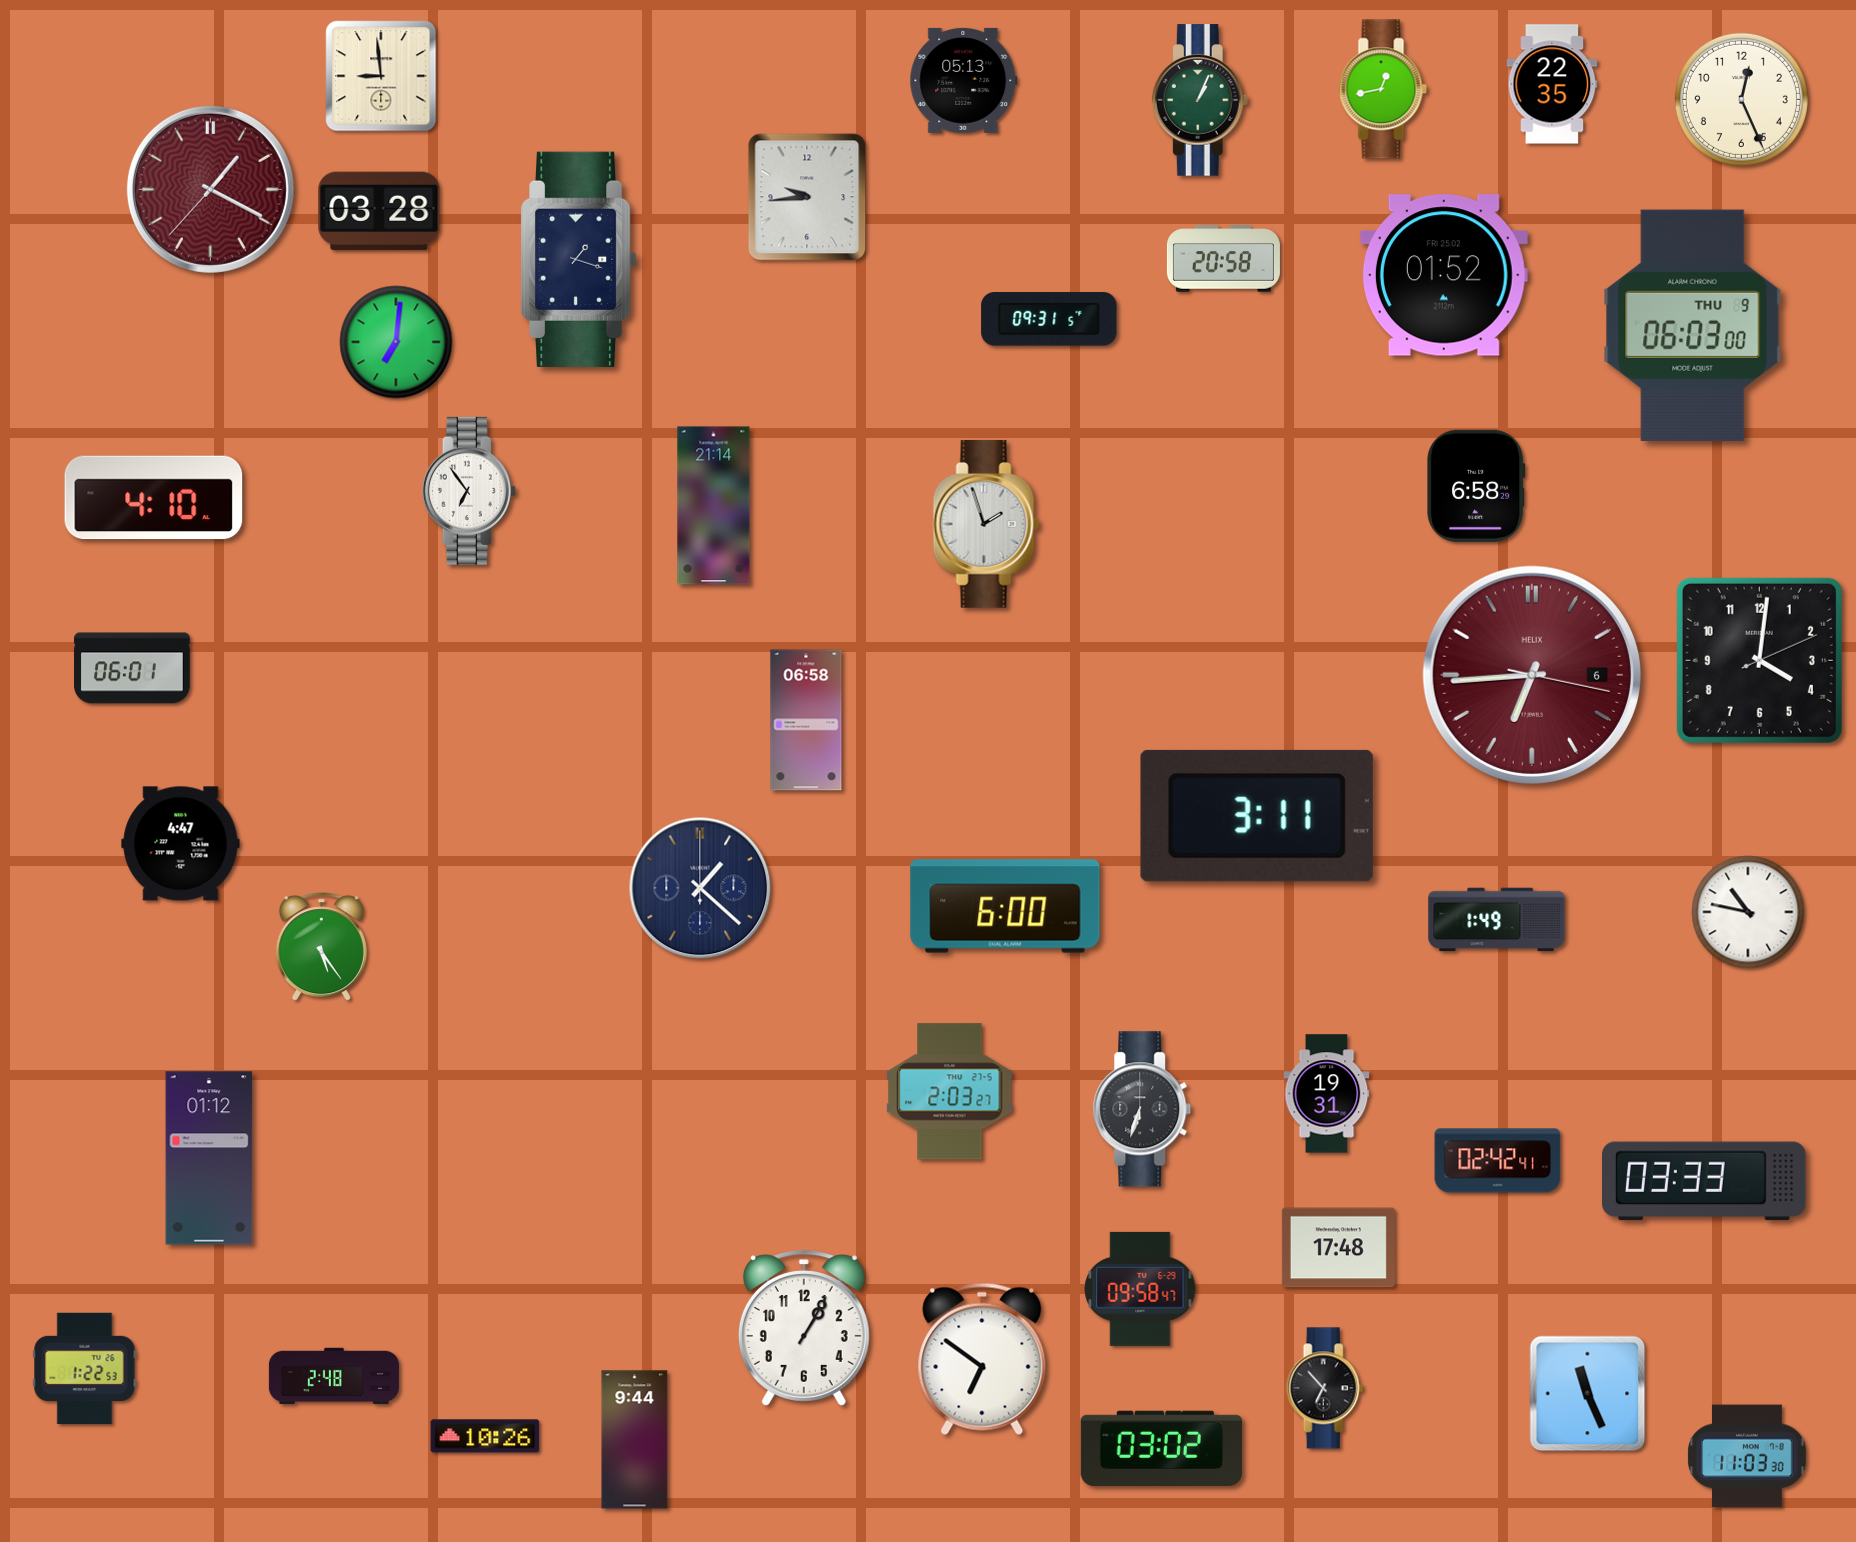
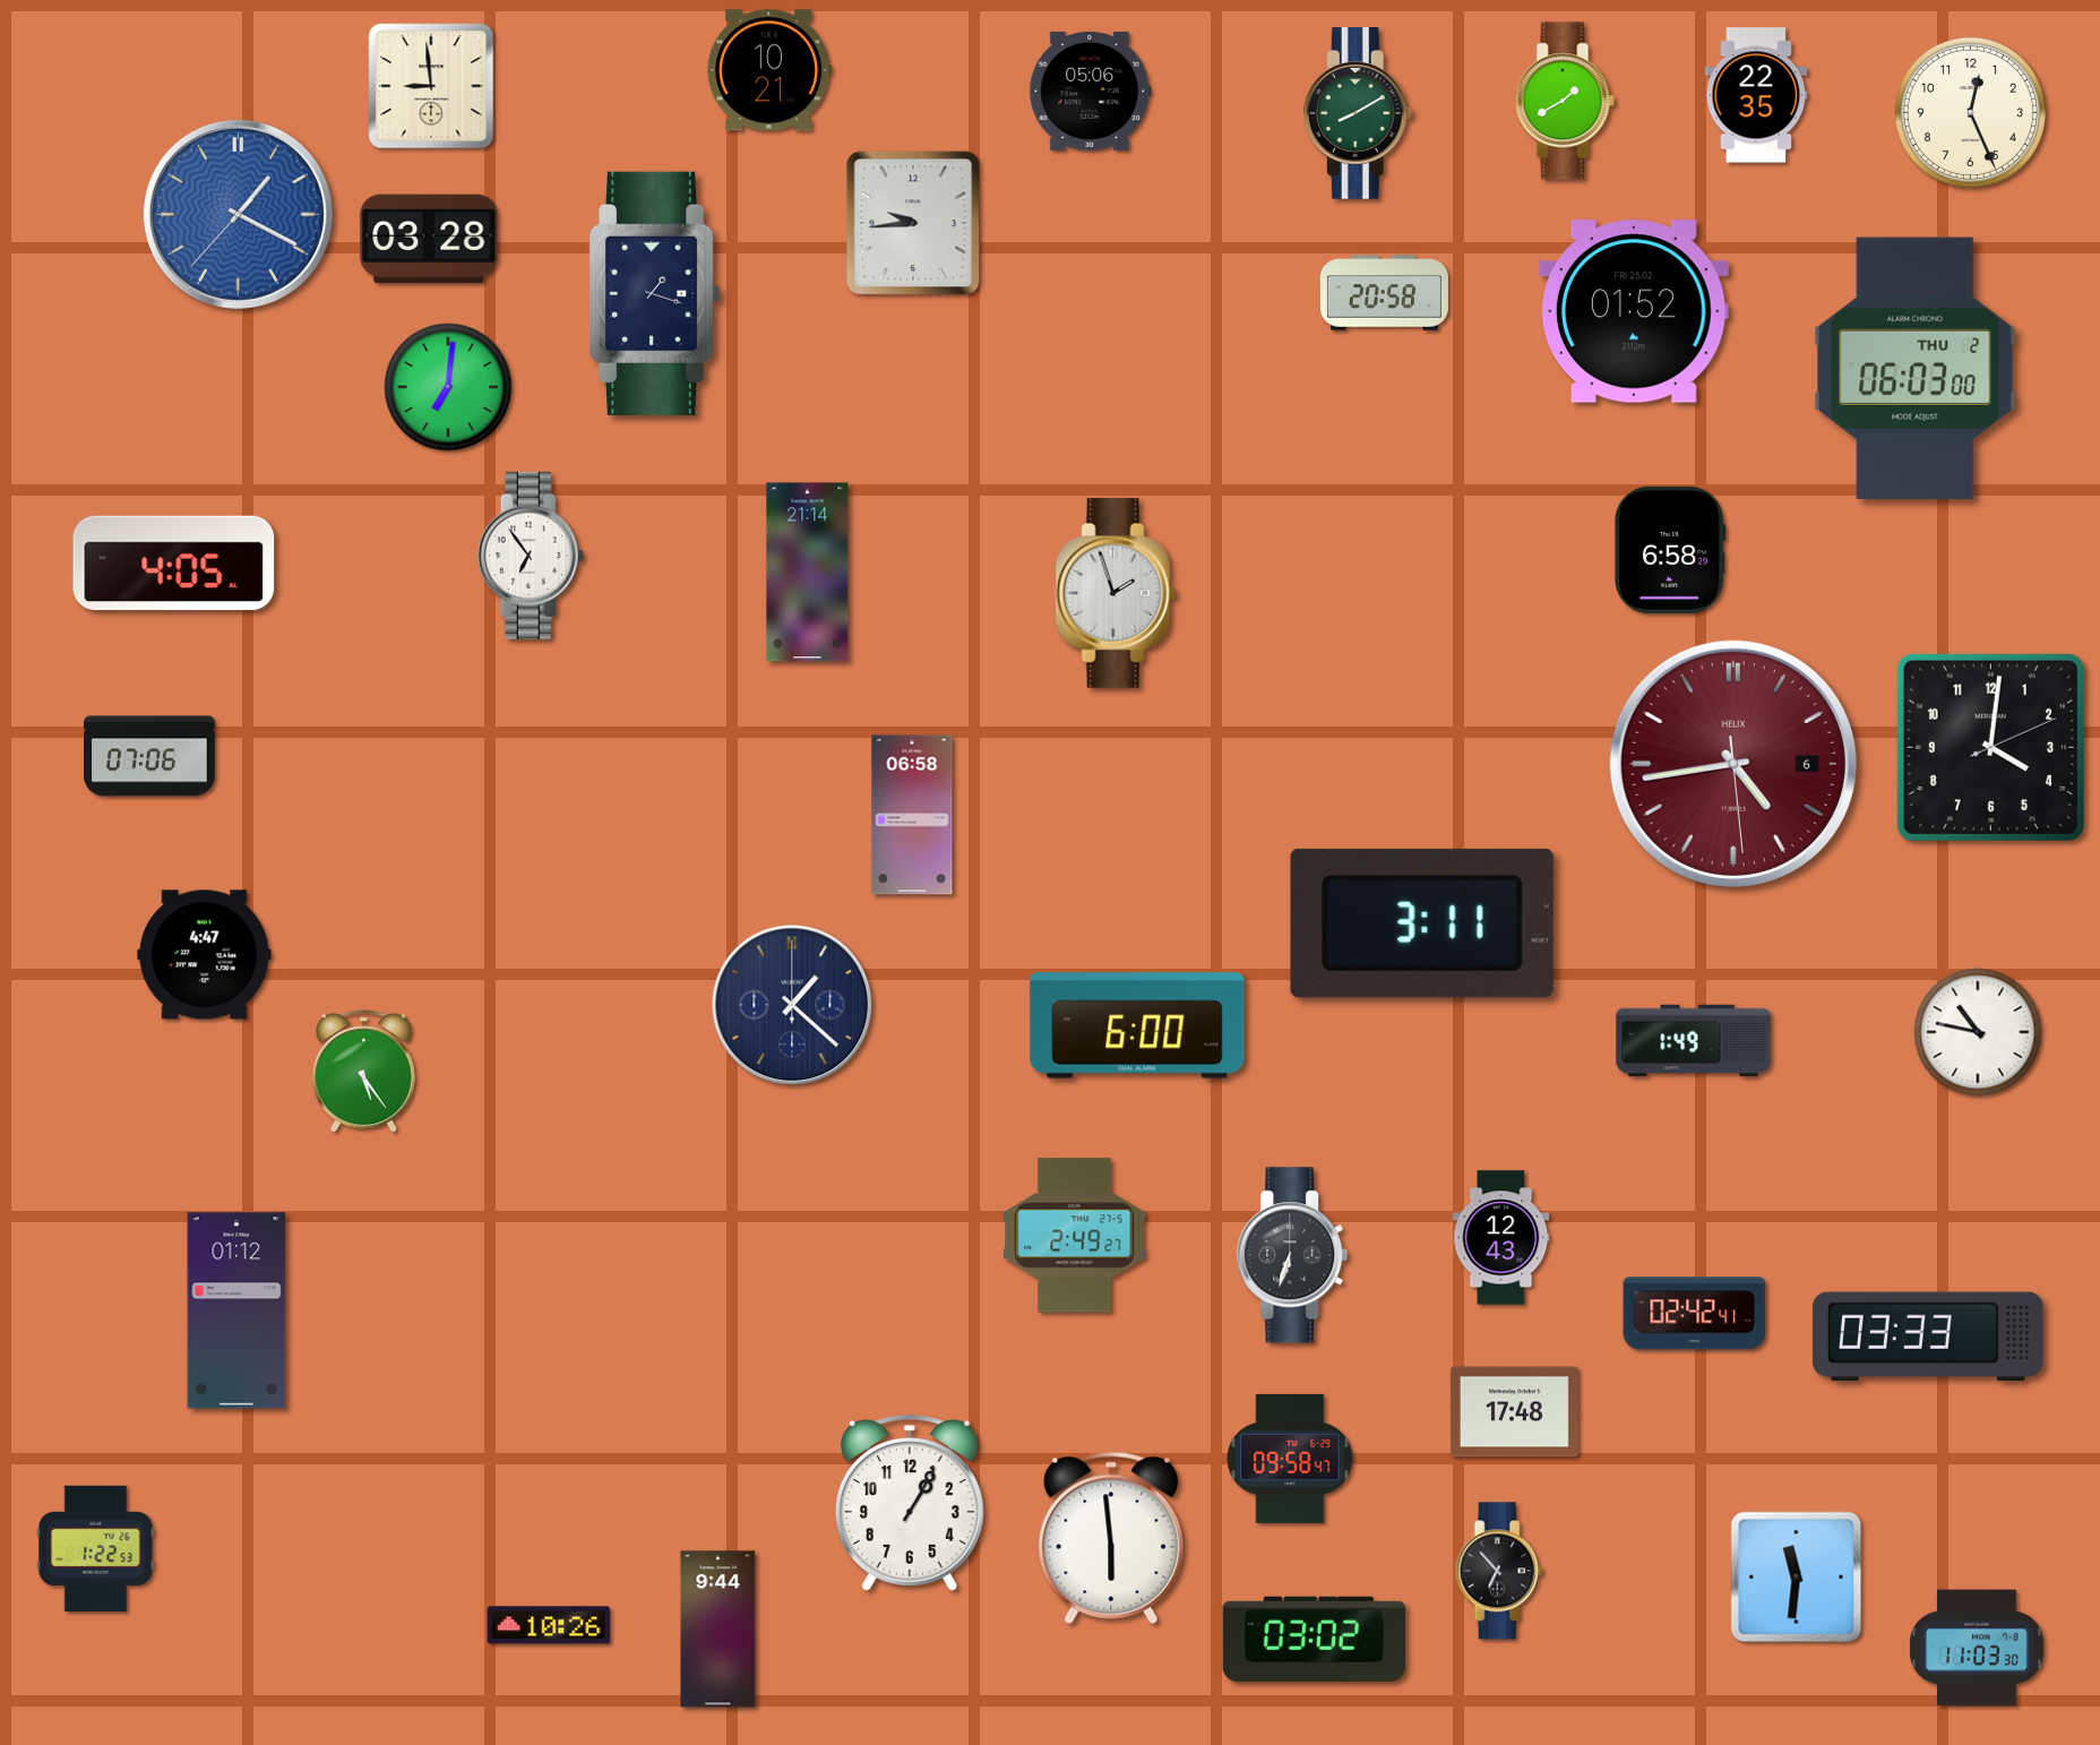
clock at (768, 70): none -> 10:21
clock at (964, 80): 05:13 -> 05:06
clock at (1383, 89): 12:43 -> 1:40
clock at (1200, 100): 1:04 -> 8:10
clock at (210, 189) dial: burgundy -> blue
clock at (1049, 319): 09:31 -> none
clock at (1693, 325) date: THU 9 -> THU 2
clock at (154, 498): 4:10 -> 4:05
clock at (132, 668): 06:01 -> 07:06
clock at (1532, 675): 6:44 -> 4:43
clock at (950, 1092): 2:03 -> 2:49
clock at (1327, 1094): 19:31 -> 12:43
clock at (982, 1359): 6:51 -> 5:59
clock at (334, 1376): 2:48 -> none
clock at (1588, 1394): 11:26 -> 11:31
